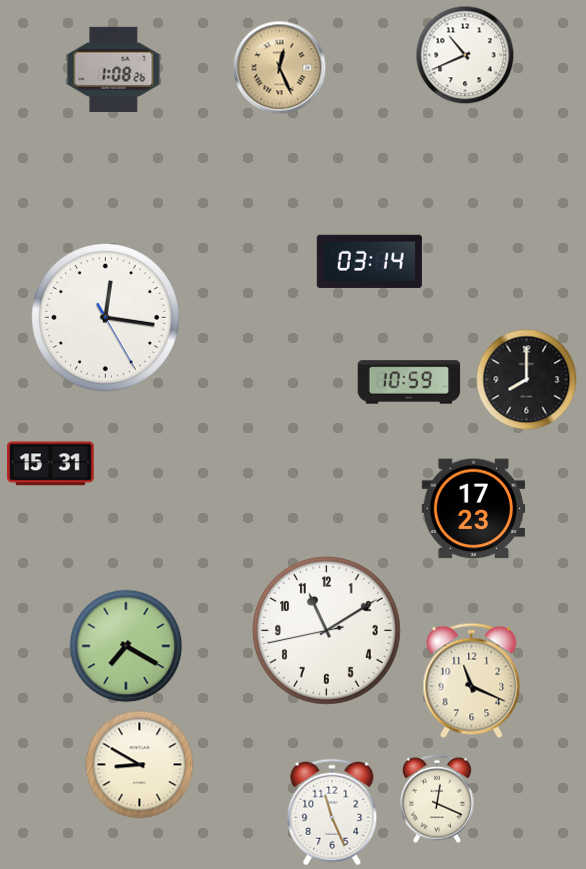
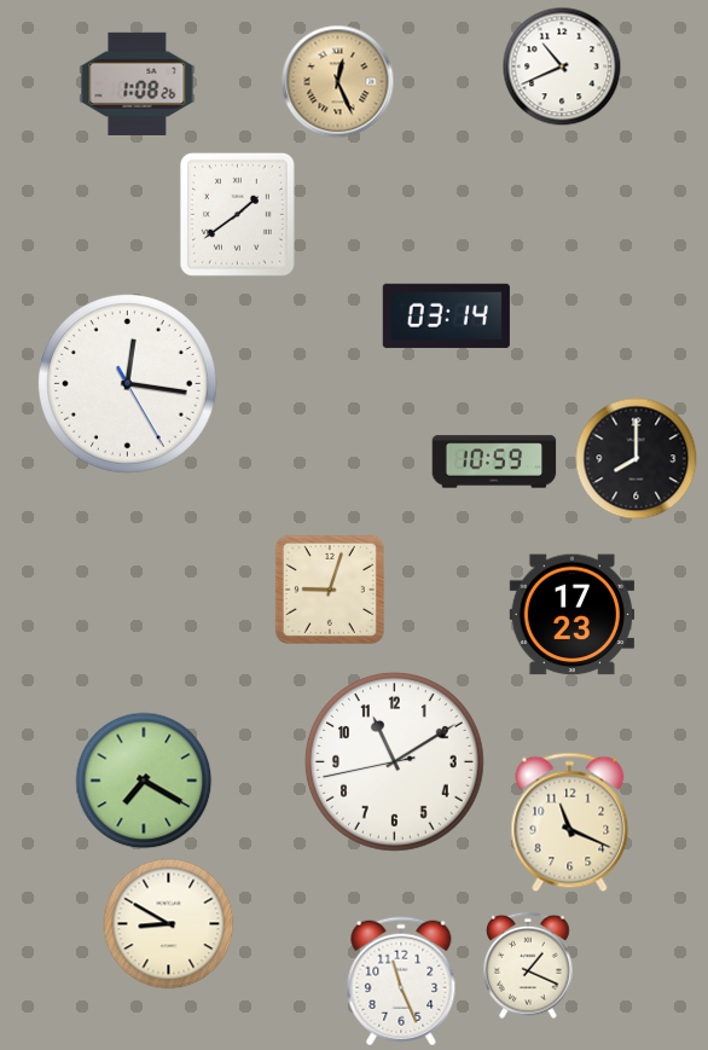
clock at (237, 214): none -> 1:39
clock at (51, 464): 15:31 -> none
clock at (330, 590): none -> 9:03
clock at (126, 646) position: (126, 646) -> (144, 781)
clock at (437, 799): 12:19 -> 1:19
